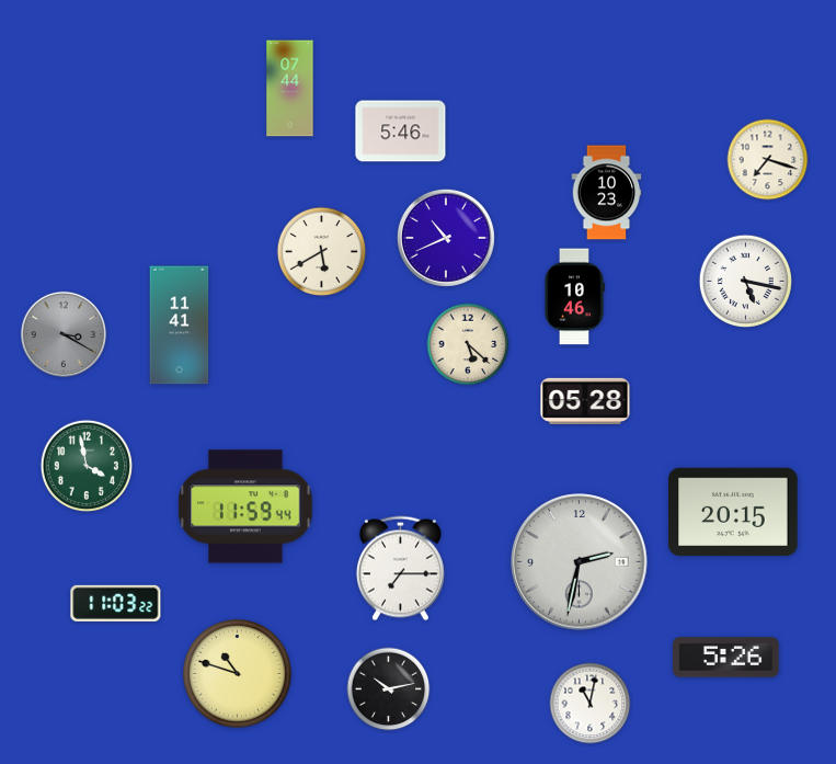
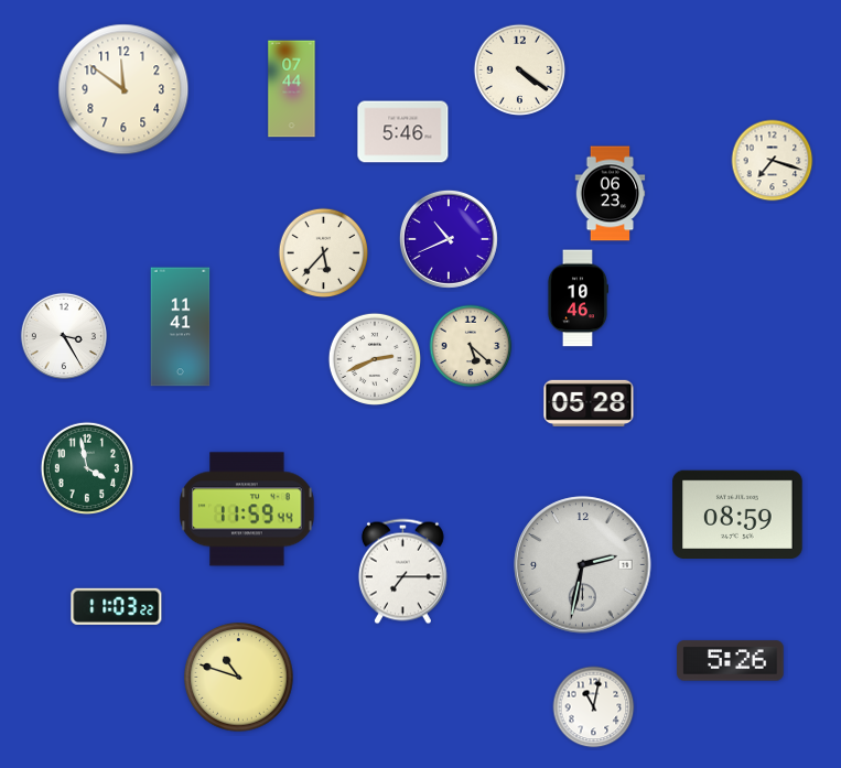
clock at (519, 69): none -> 4:21
clock at (123, 89): none -> 11:51
clock at (607, 193): 10:23 -> 06:23
clock at (322, 252): 5:40 -> 5:37
clock at (745, 281): 5:17 -> none
clock at (64, 334): 3:20 -> 3:25
clock at (64, 334) dial: grey -> white
clock at (374, 358): none -> 2:41
clock at (733, 511): 20:15 -> 08:59
clock at (389, 689): 10:13 -> none
